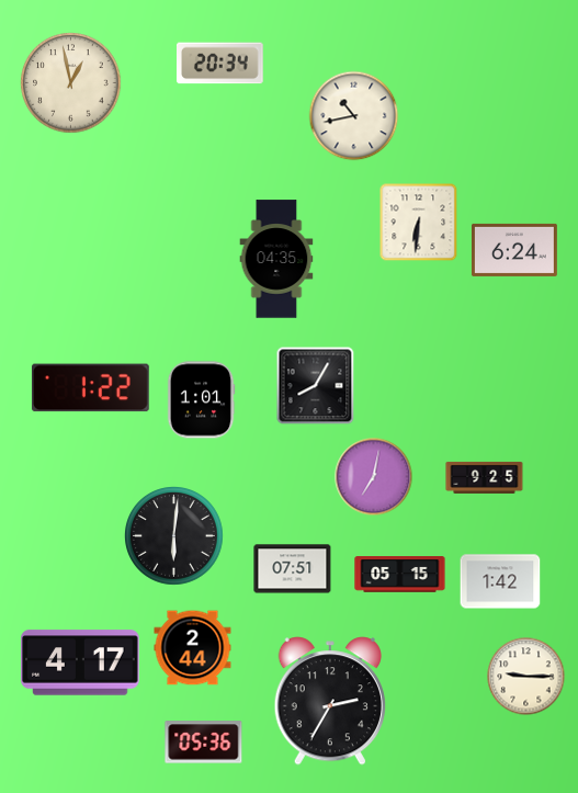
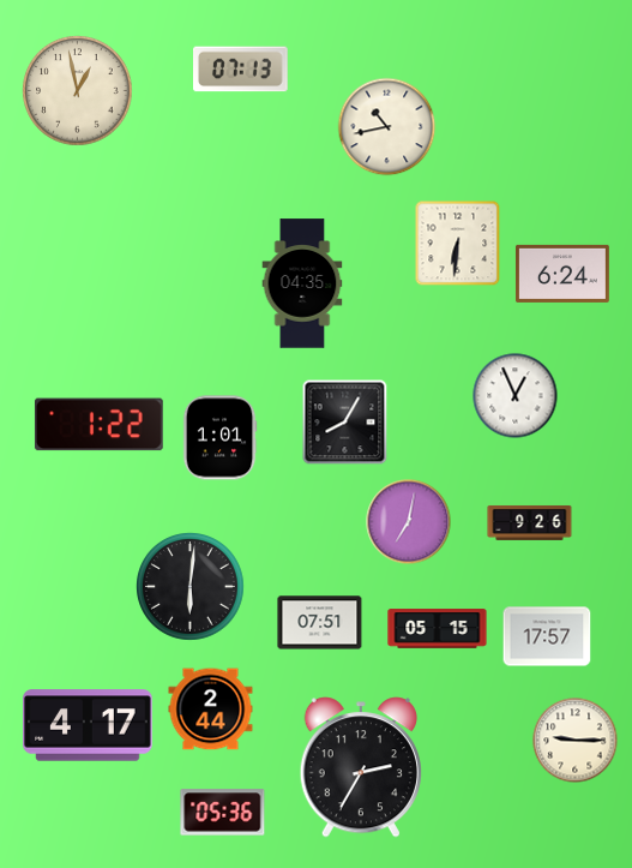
clock at (220, 64): 20:34 -> 07:13
clock at (516, 396): none -> 12:56
clock at (485, 477): 9:25 -> 9:26
clock at (500, 581): 1:42 -> 17:57
